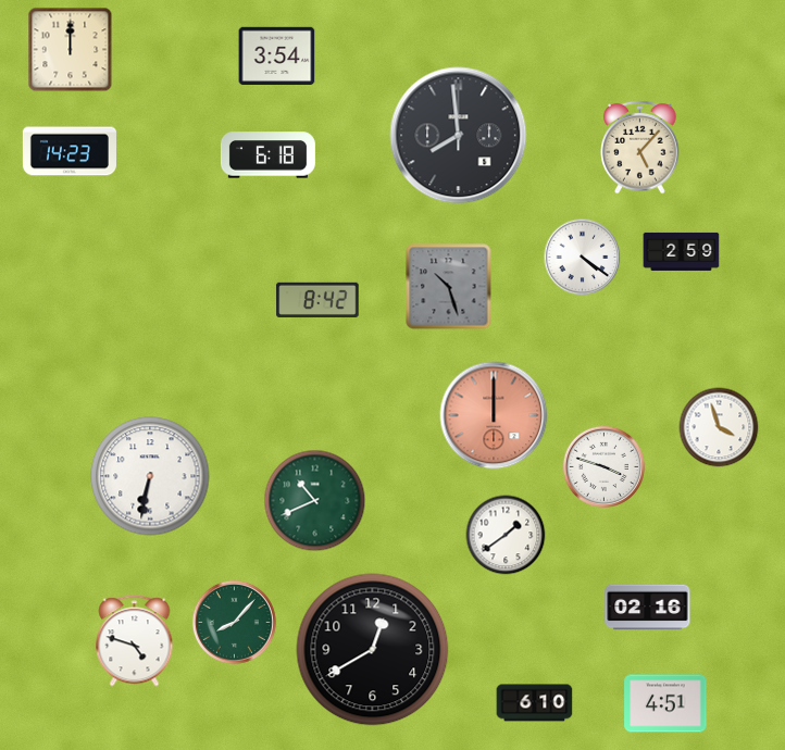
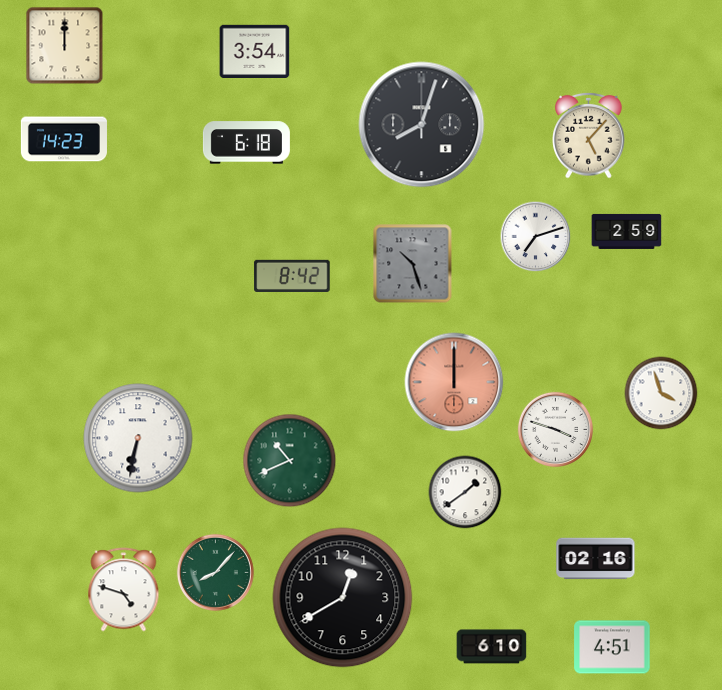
clock at (459, 136): 7:59 -> 8:03
clock at (583, 258): 4:21 -> 7:12
